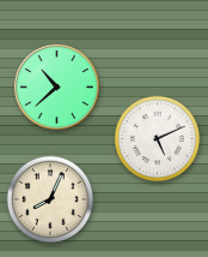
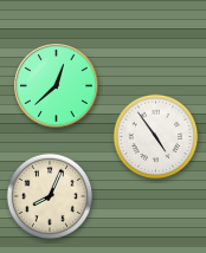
clock at (57, 88): 10:38 -> 12:38
clock at (158, 139): 5:11 -> 4:54
